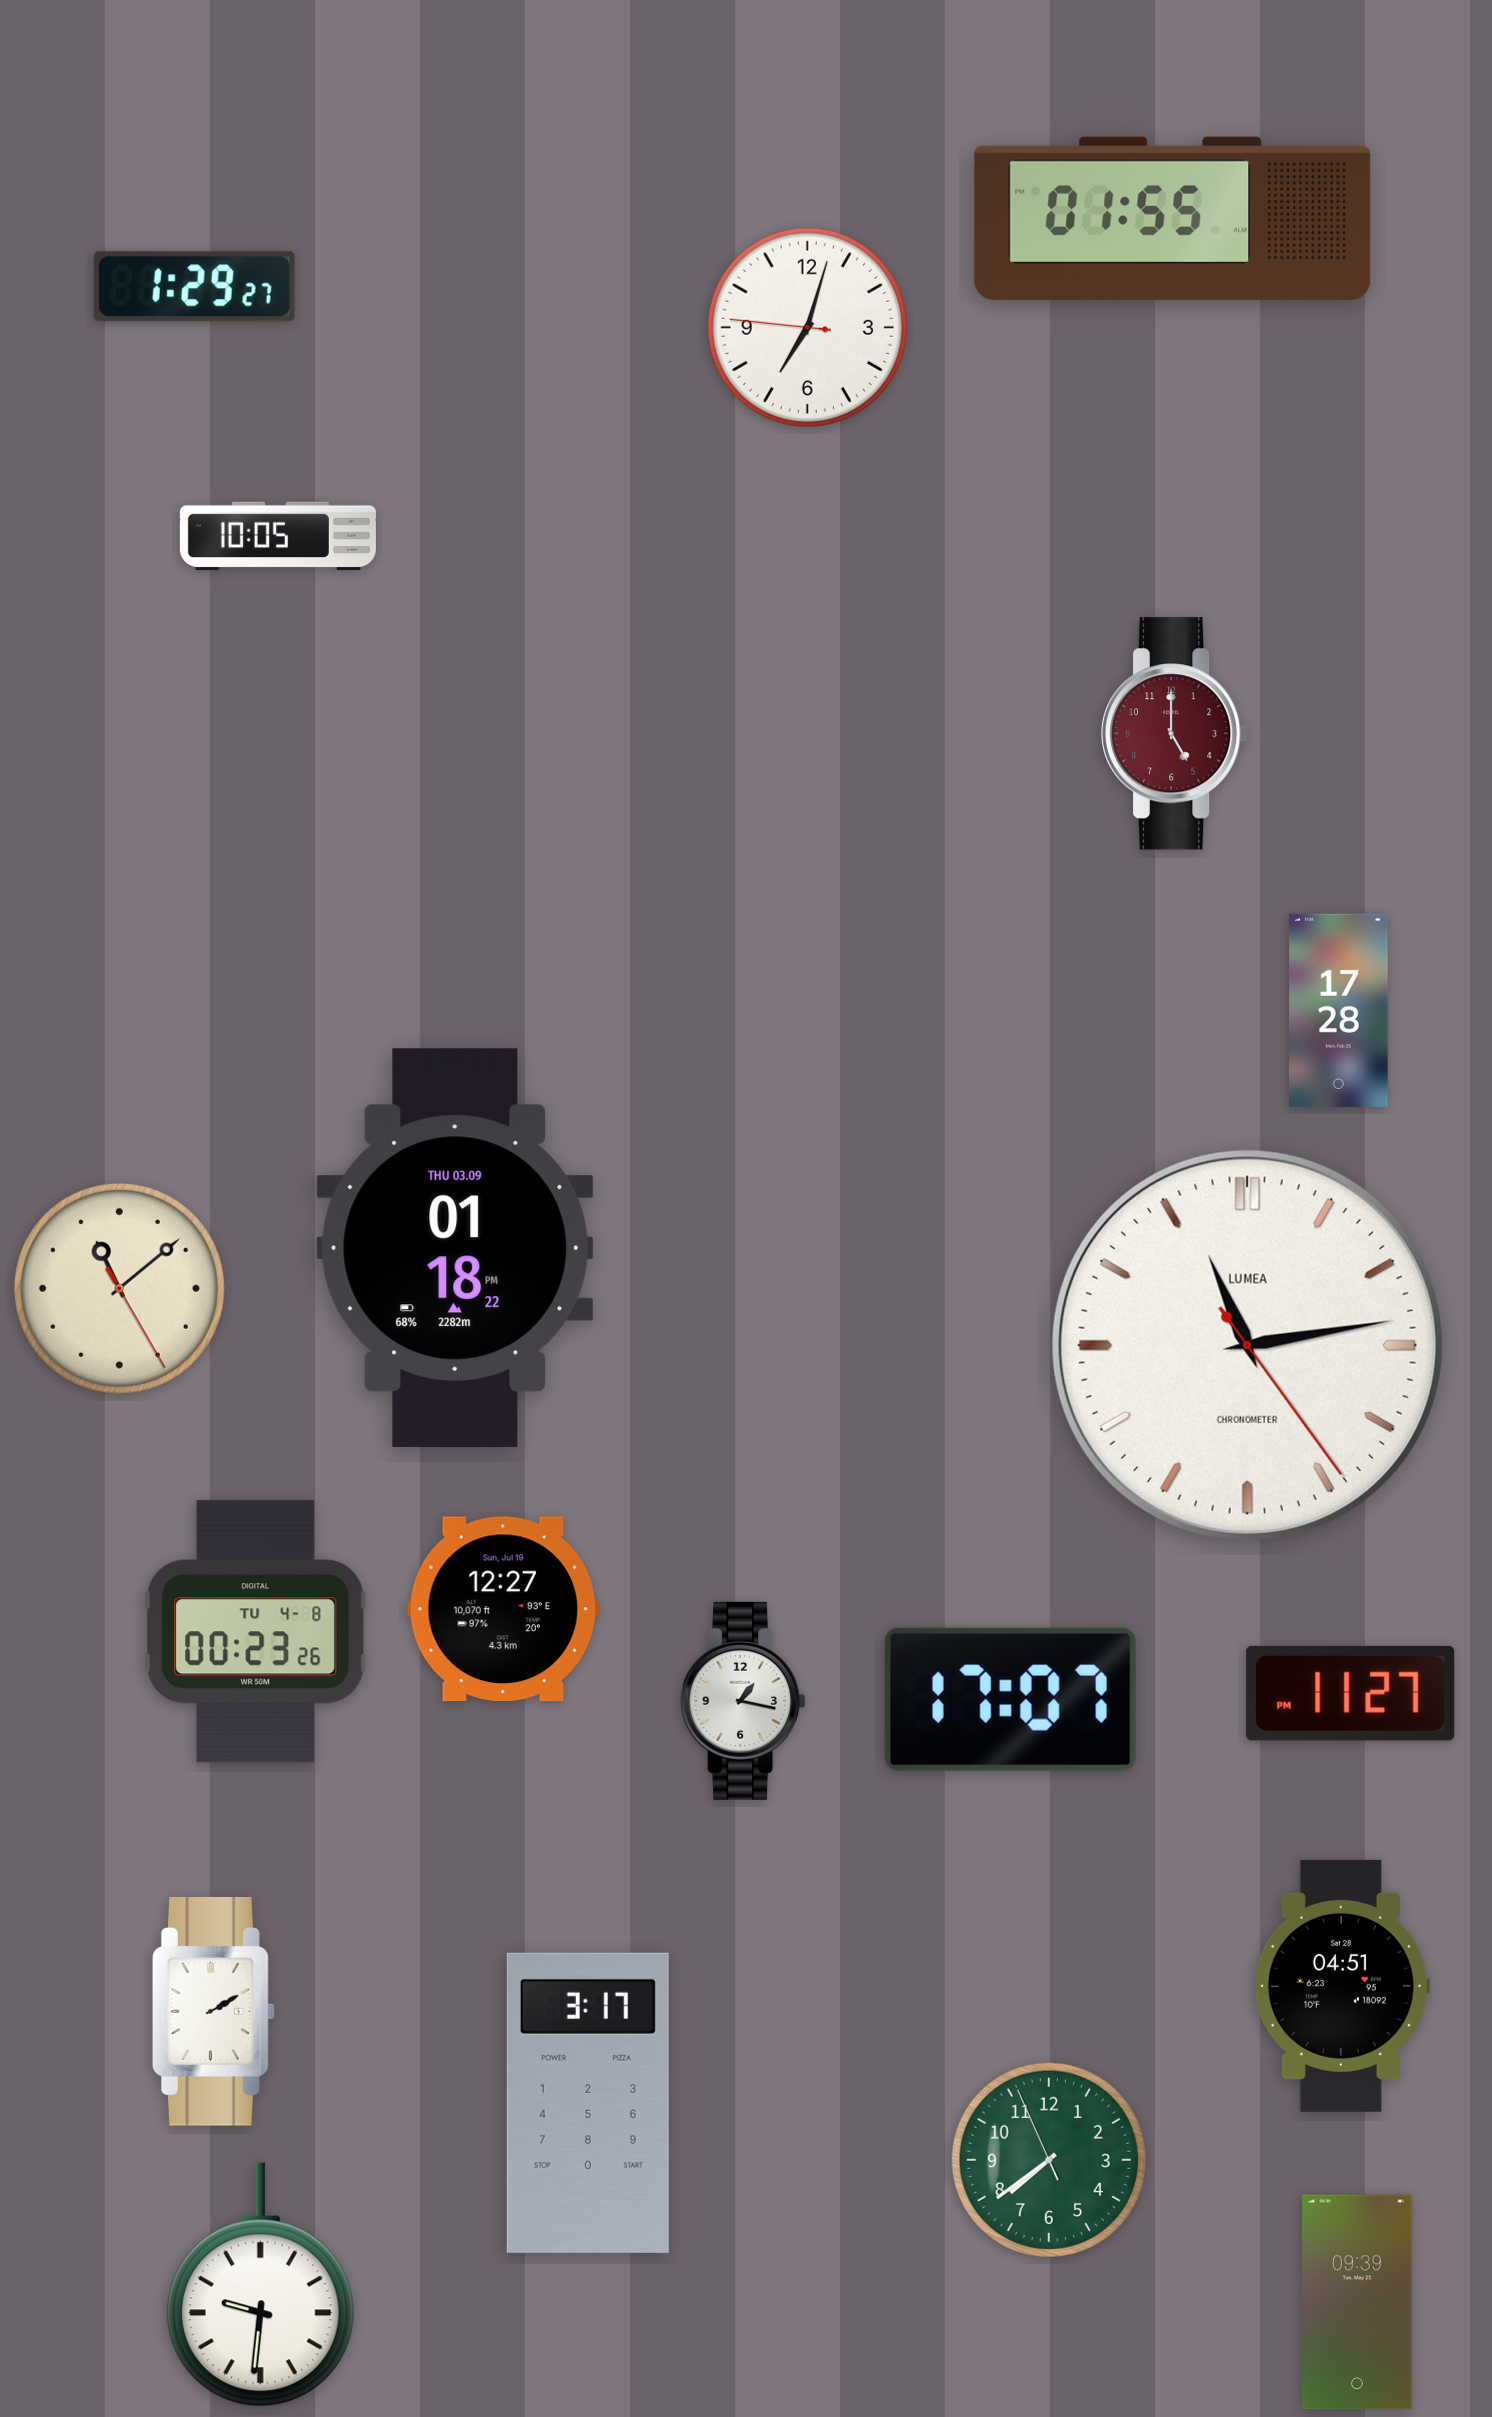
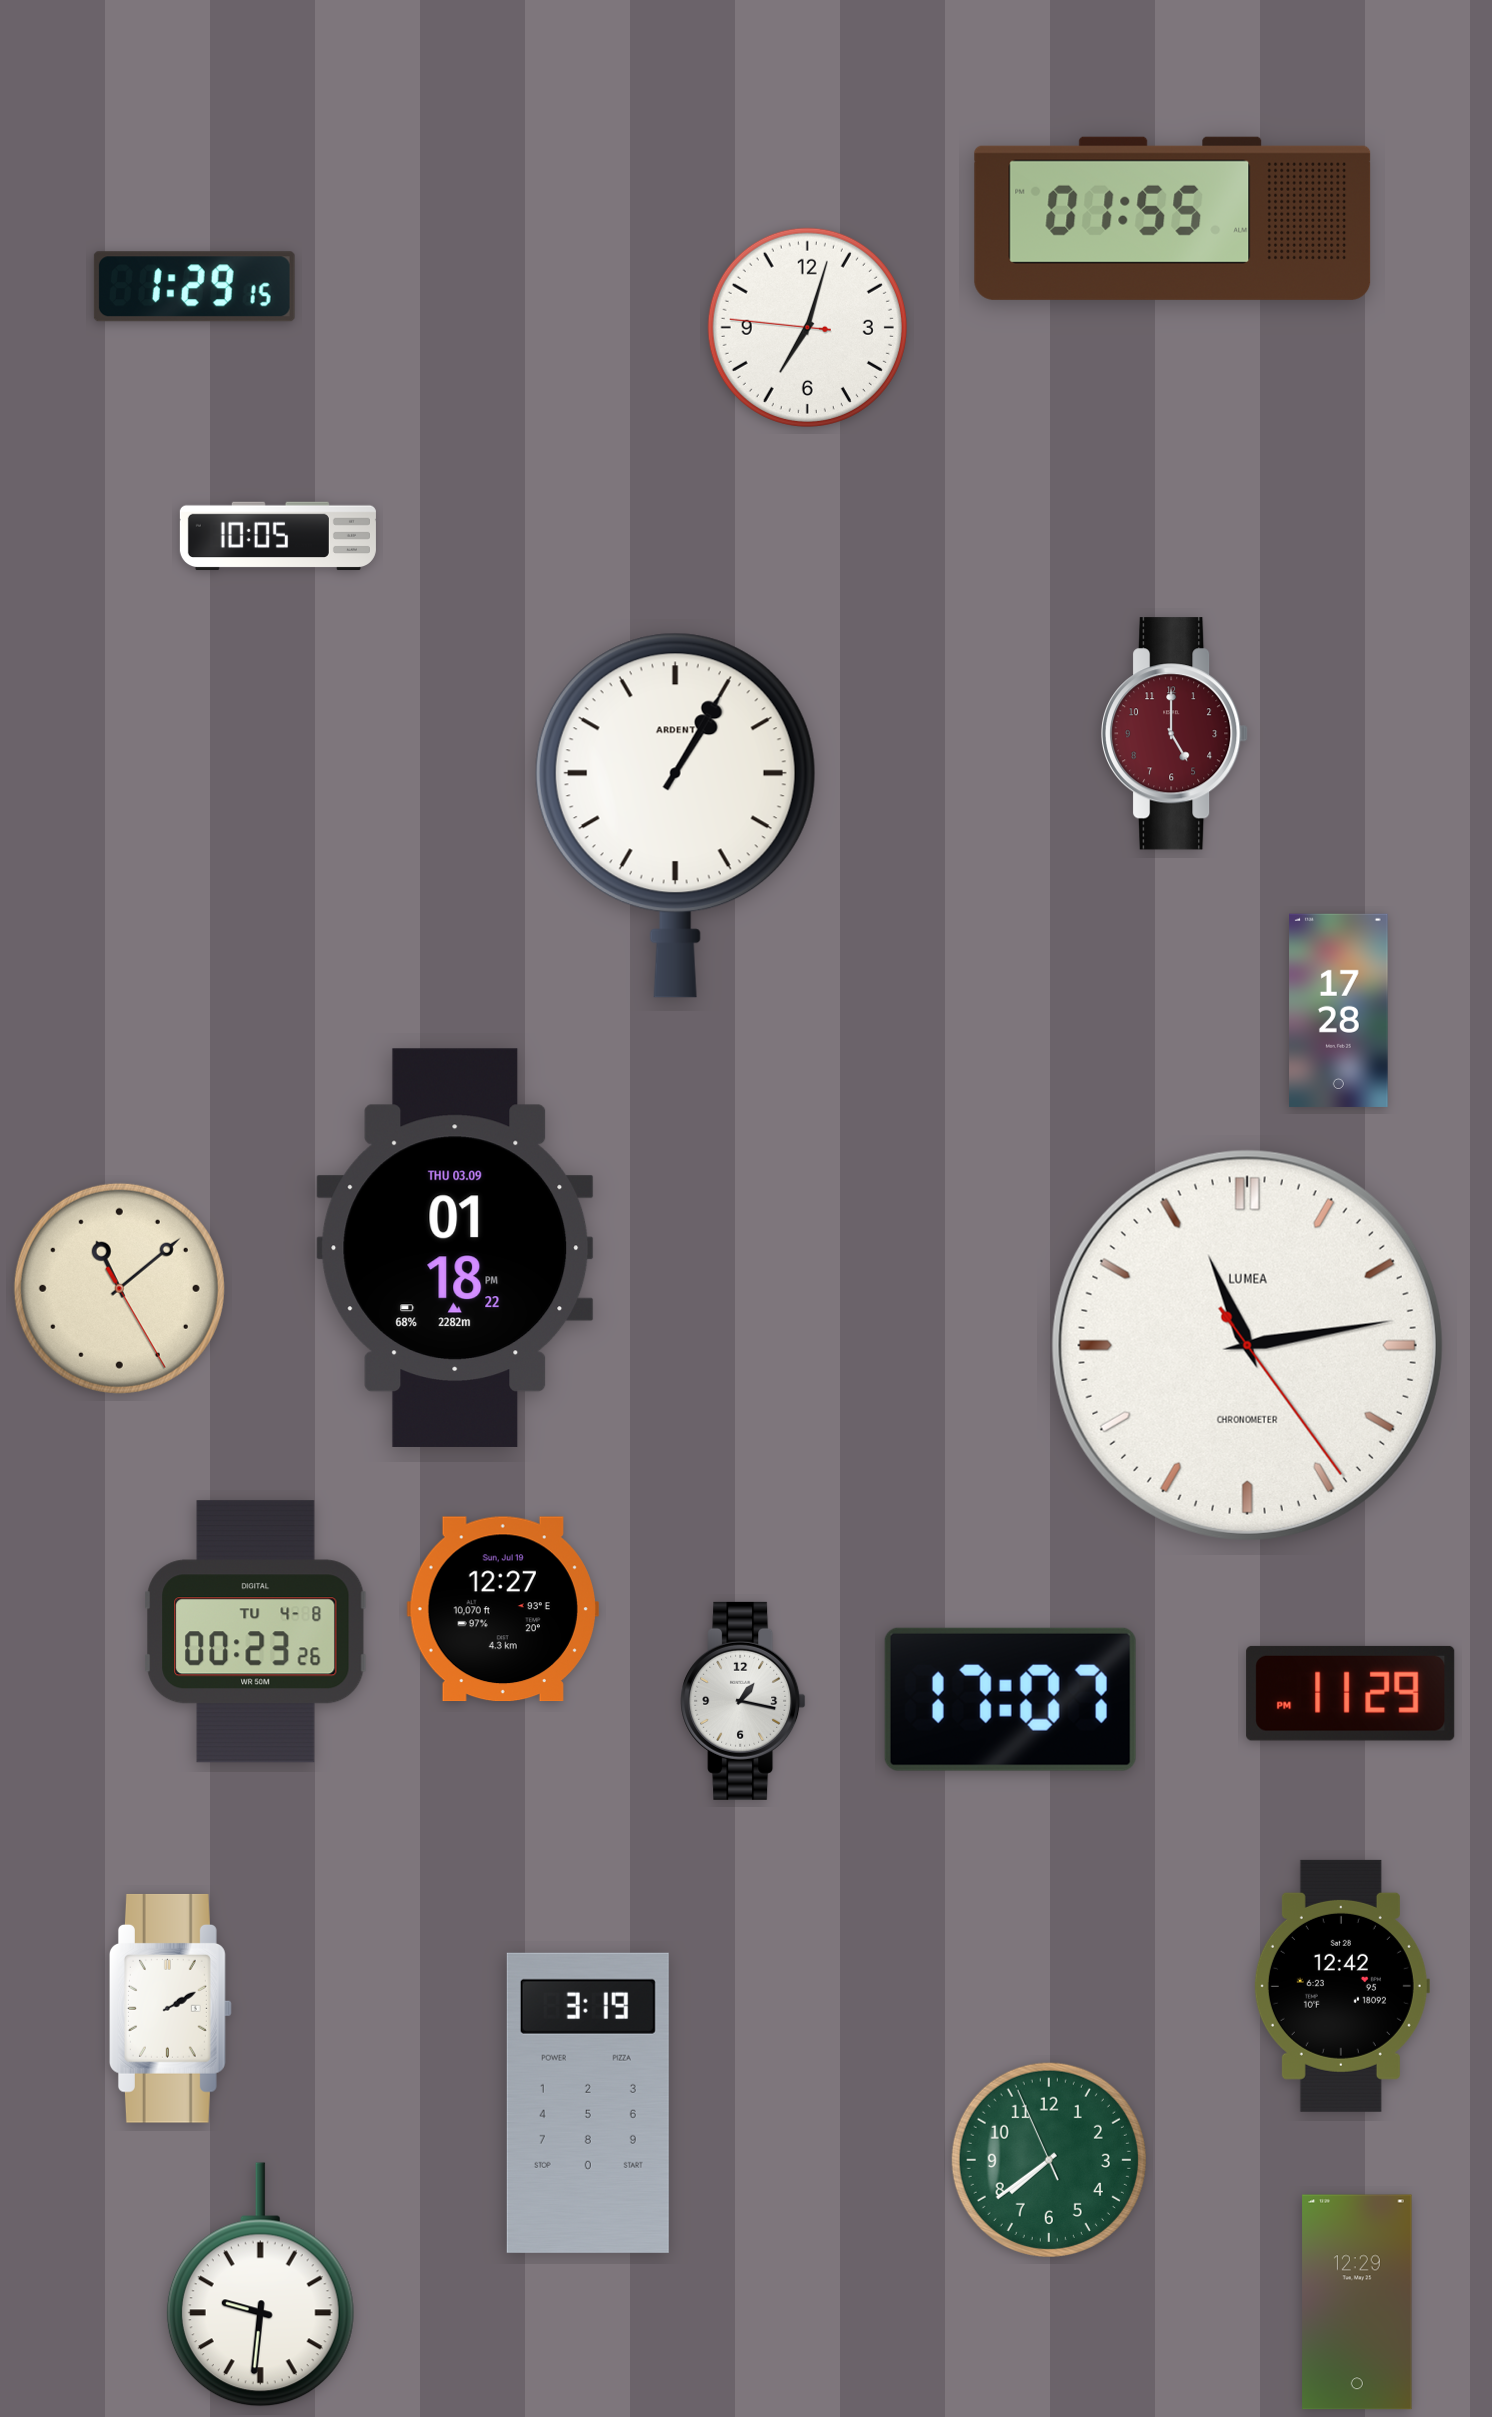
clock at (194, 287): 1:29:27 -> 1:29:15
clock at (675, 815): none -> 1:05
clock at (1351, 1693): 11:27 -> 11:29
clock at (1341, 1986): 04:51 -> 12:42
clock at (213, 2011) position: (213, 2011) -> (170, 2008)
clock at (588, 2103): 3:17 -> 3:19
clock at (1357, 2302): 09:39 -> 12:29
